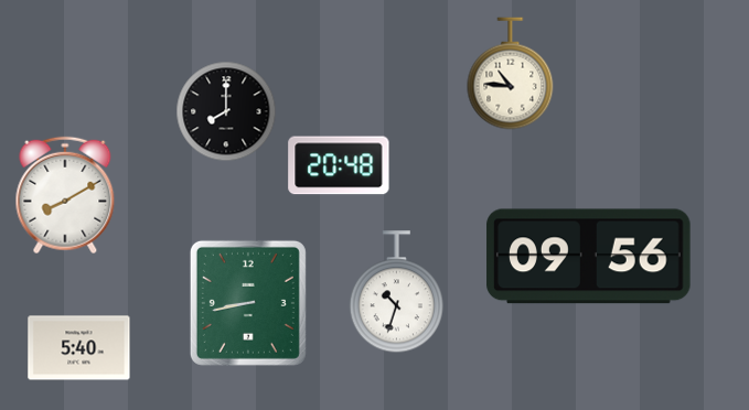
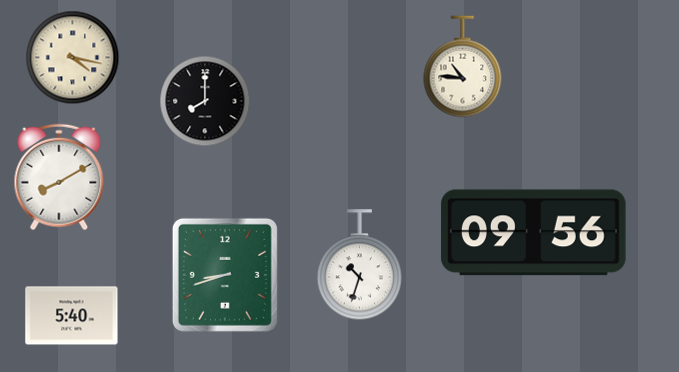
clock at (73, 58): none -> 4:17
clock at (339, 165): 20:48 -> none
clock at (248, 303): 8:43 -> 8:42
